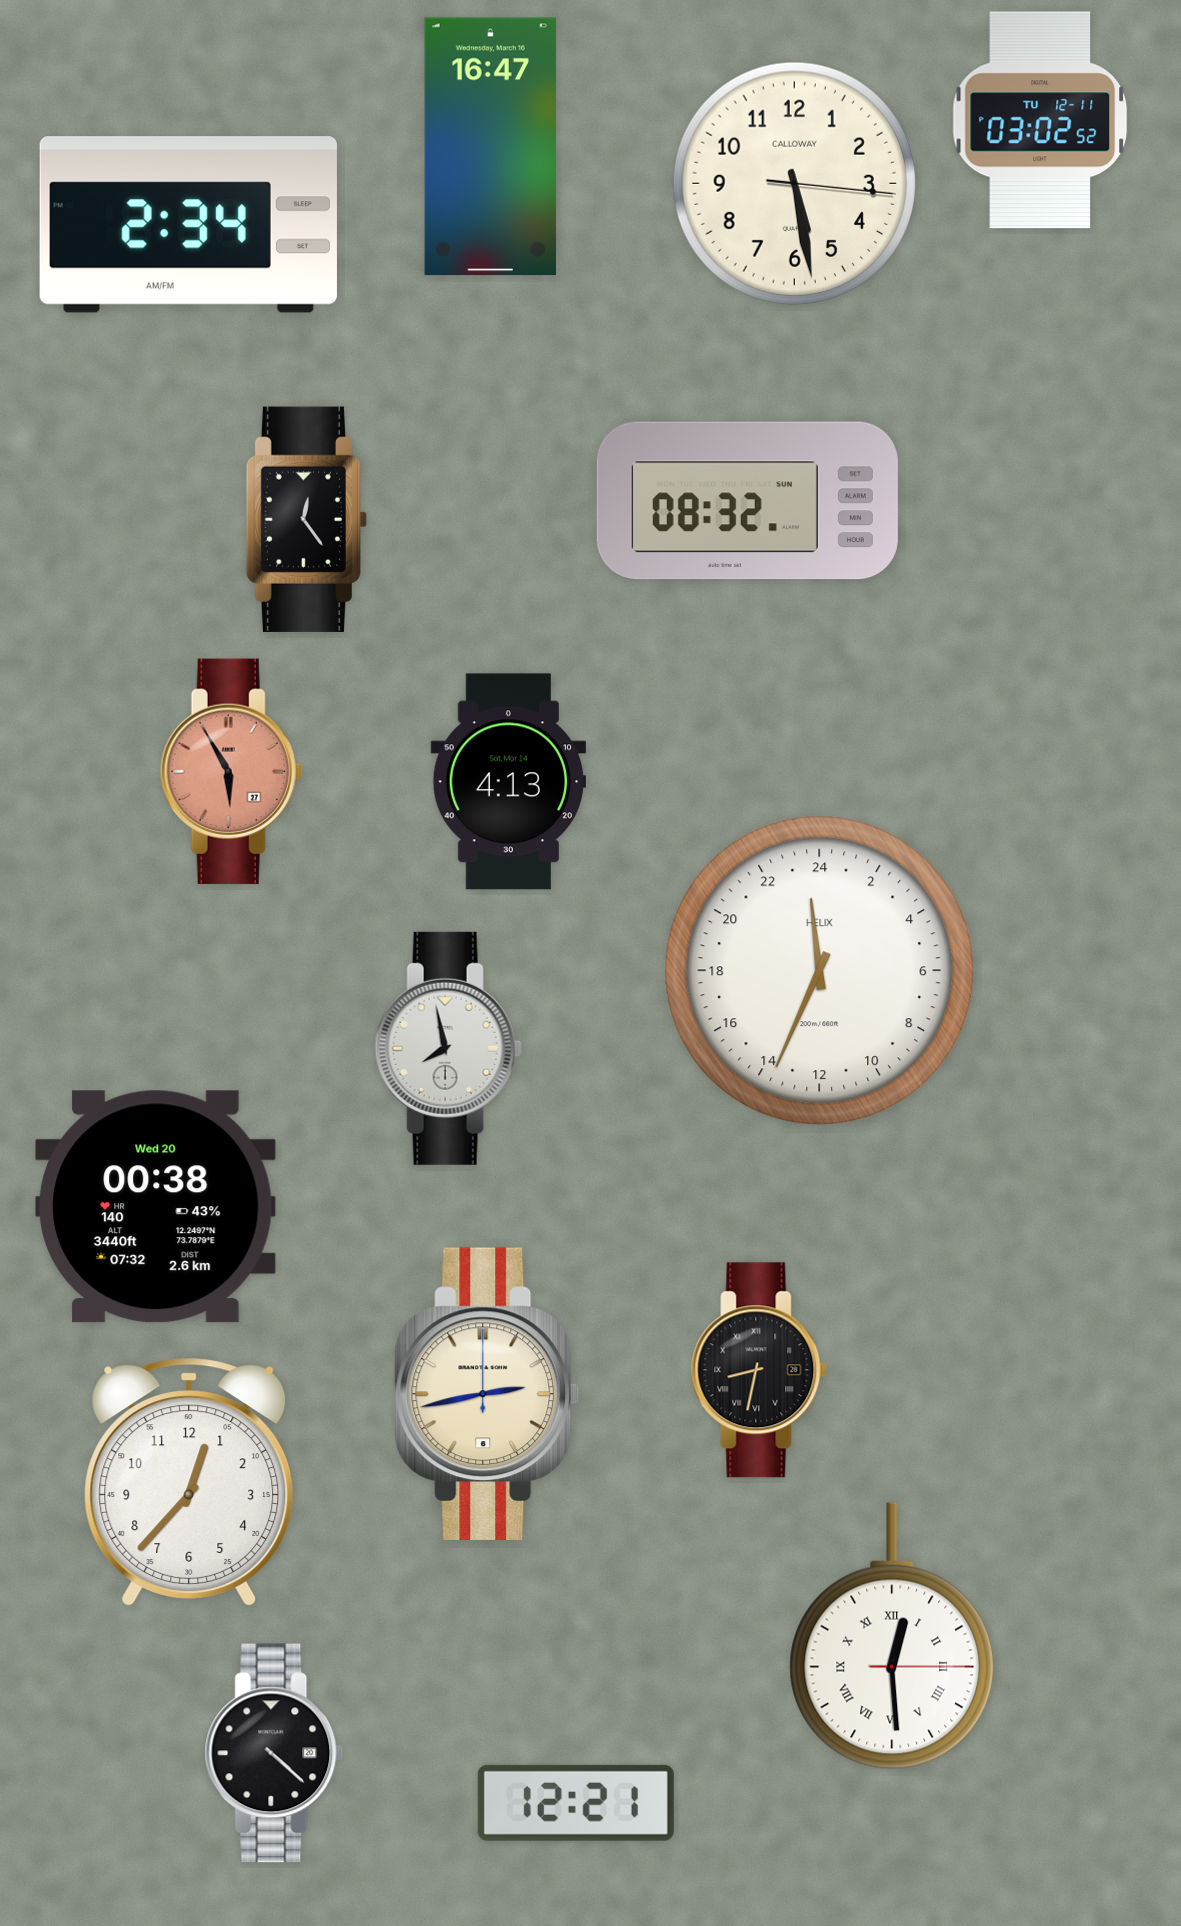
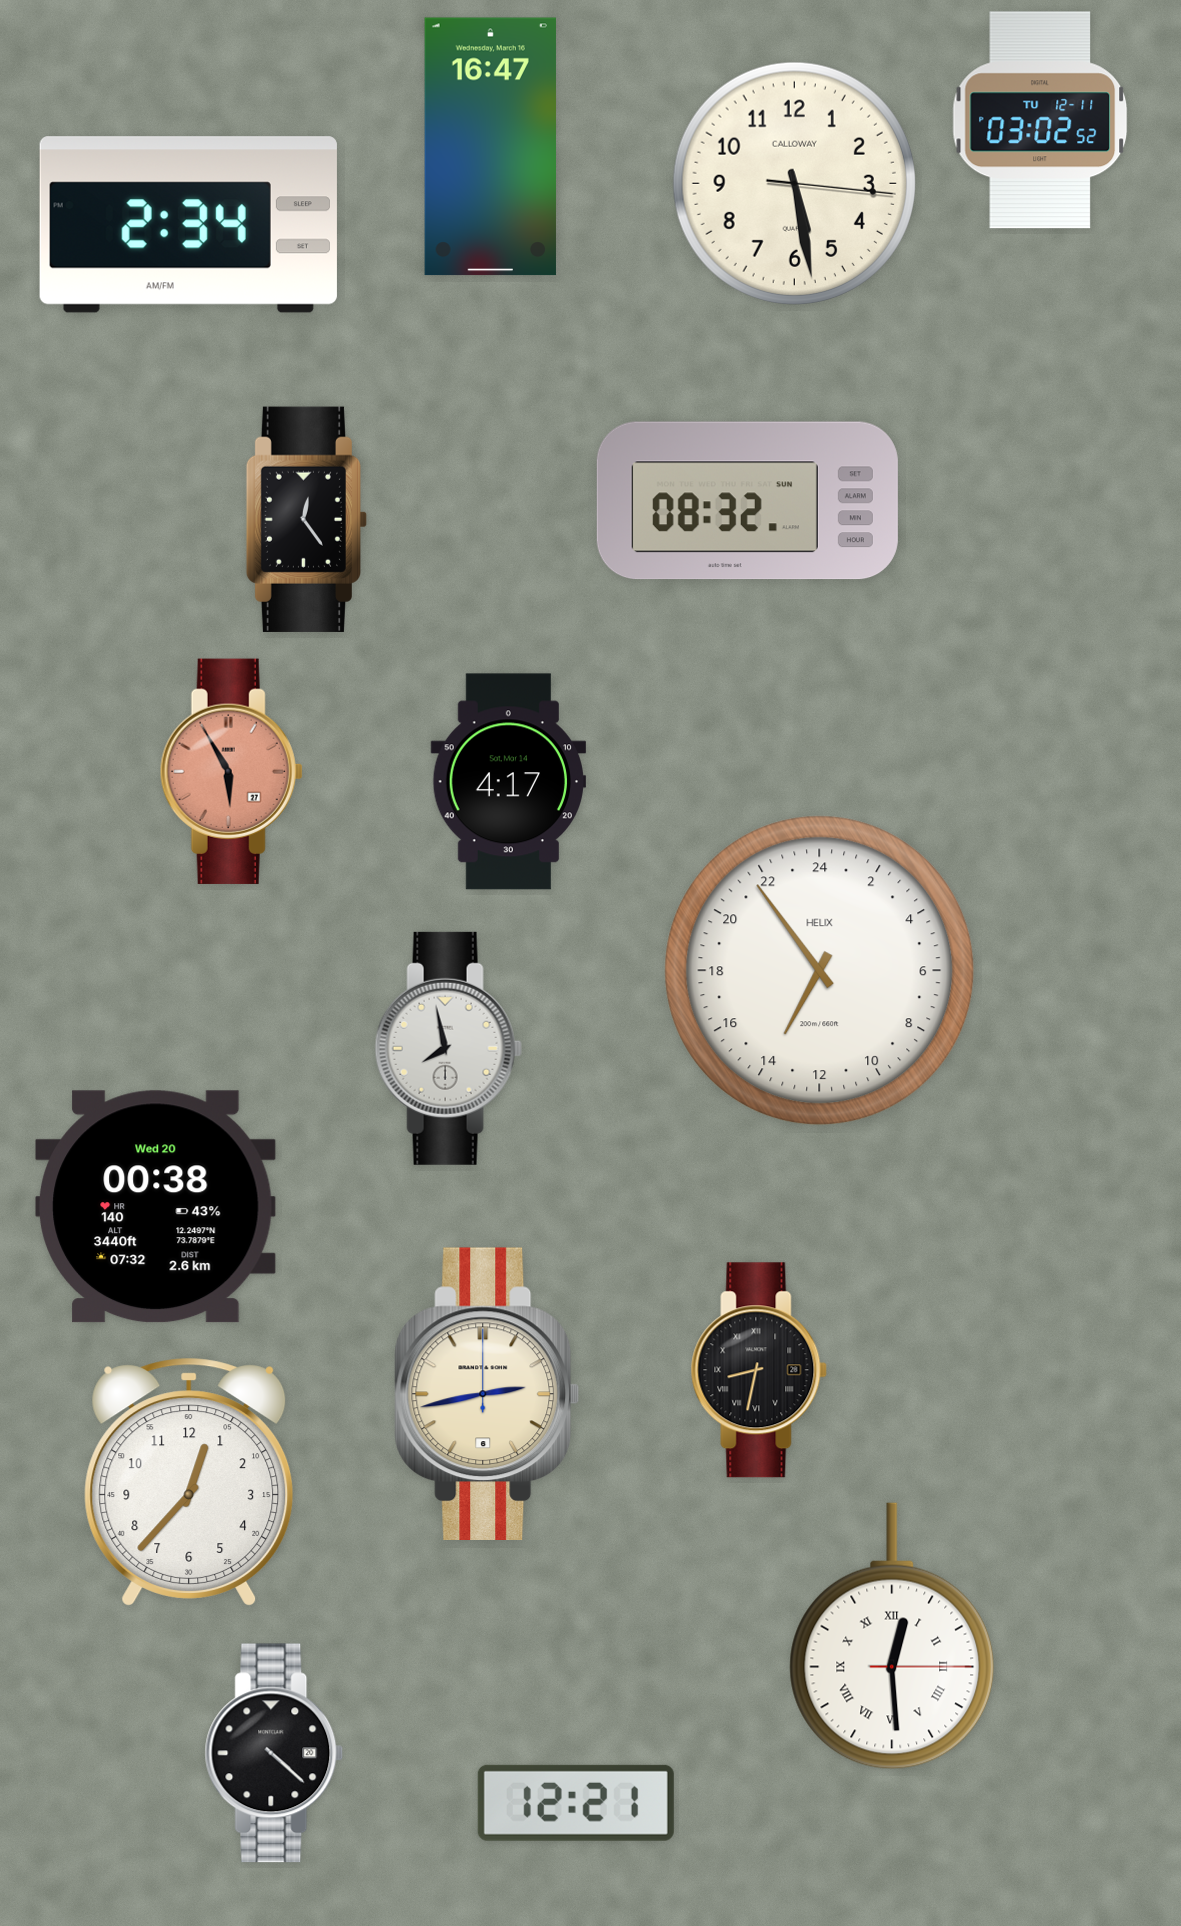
clock at (508, 782): 4:13 -> 4:17
clock at (820, 971): 23:34 -> 13:54
